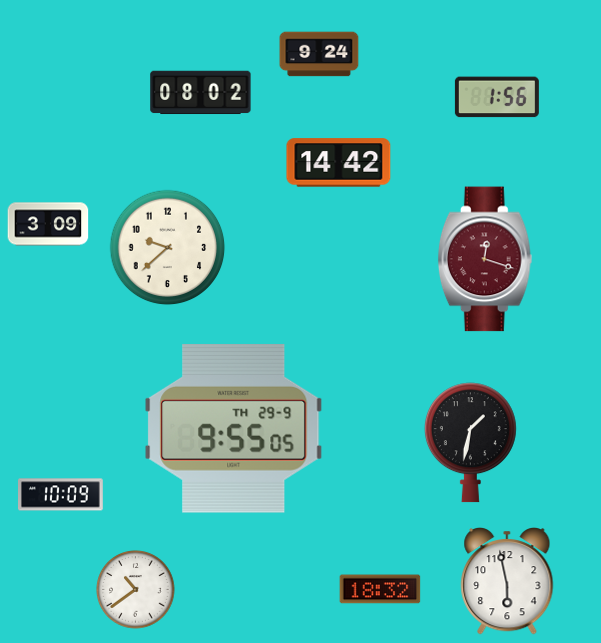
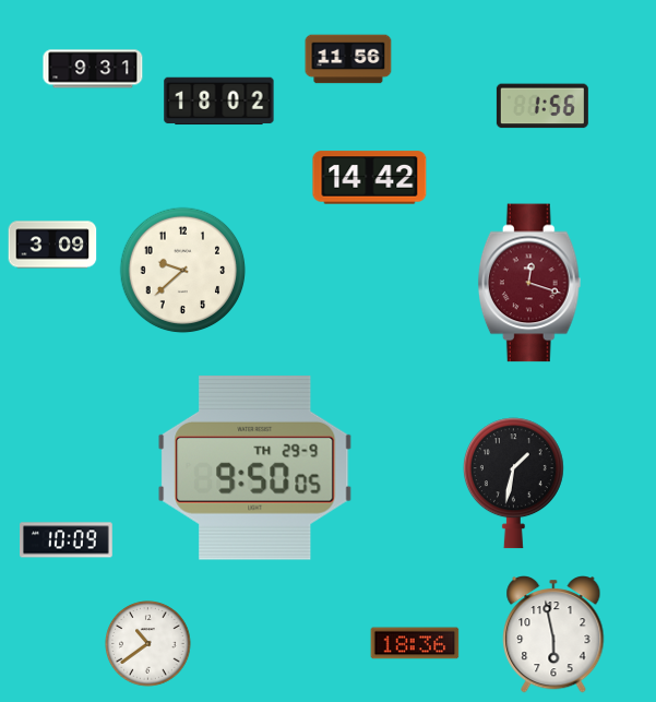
clock at (319, 54): 9:24 -> 11:56
clock at (93, 69): none -> 9:31
clock at (201, 93): 08:02 -> 18:02
clock at (234, 428): 9:55 -> 9:50
clock at (380, 589): 18:32 -> 18:36
